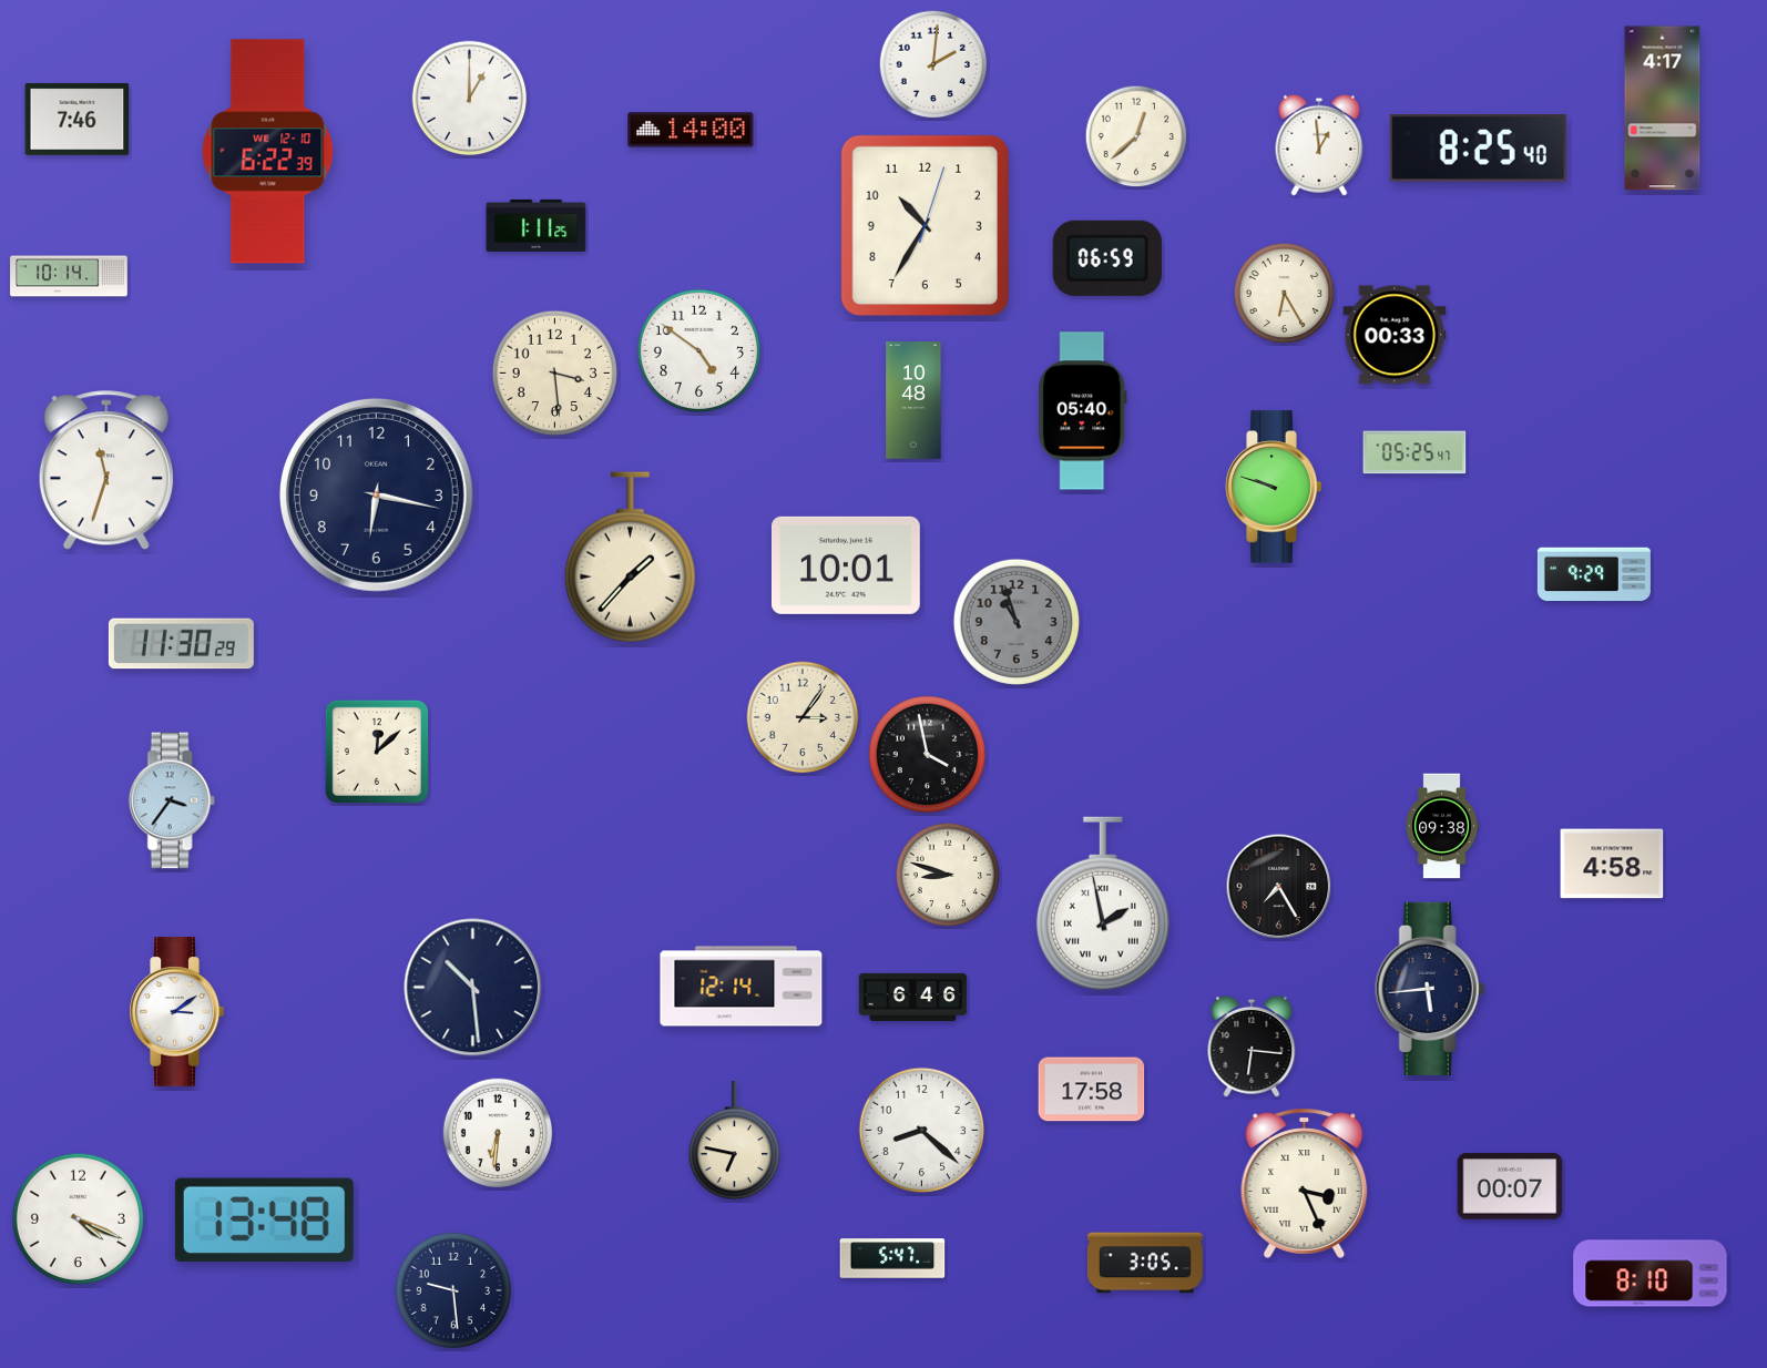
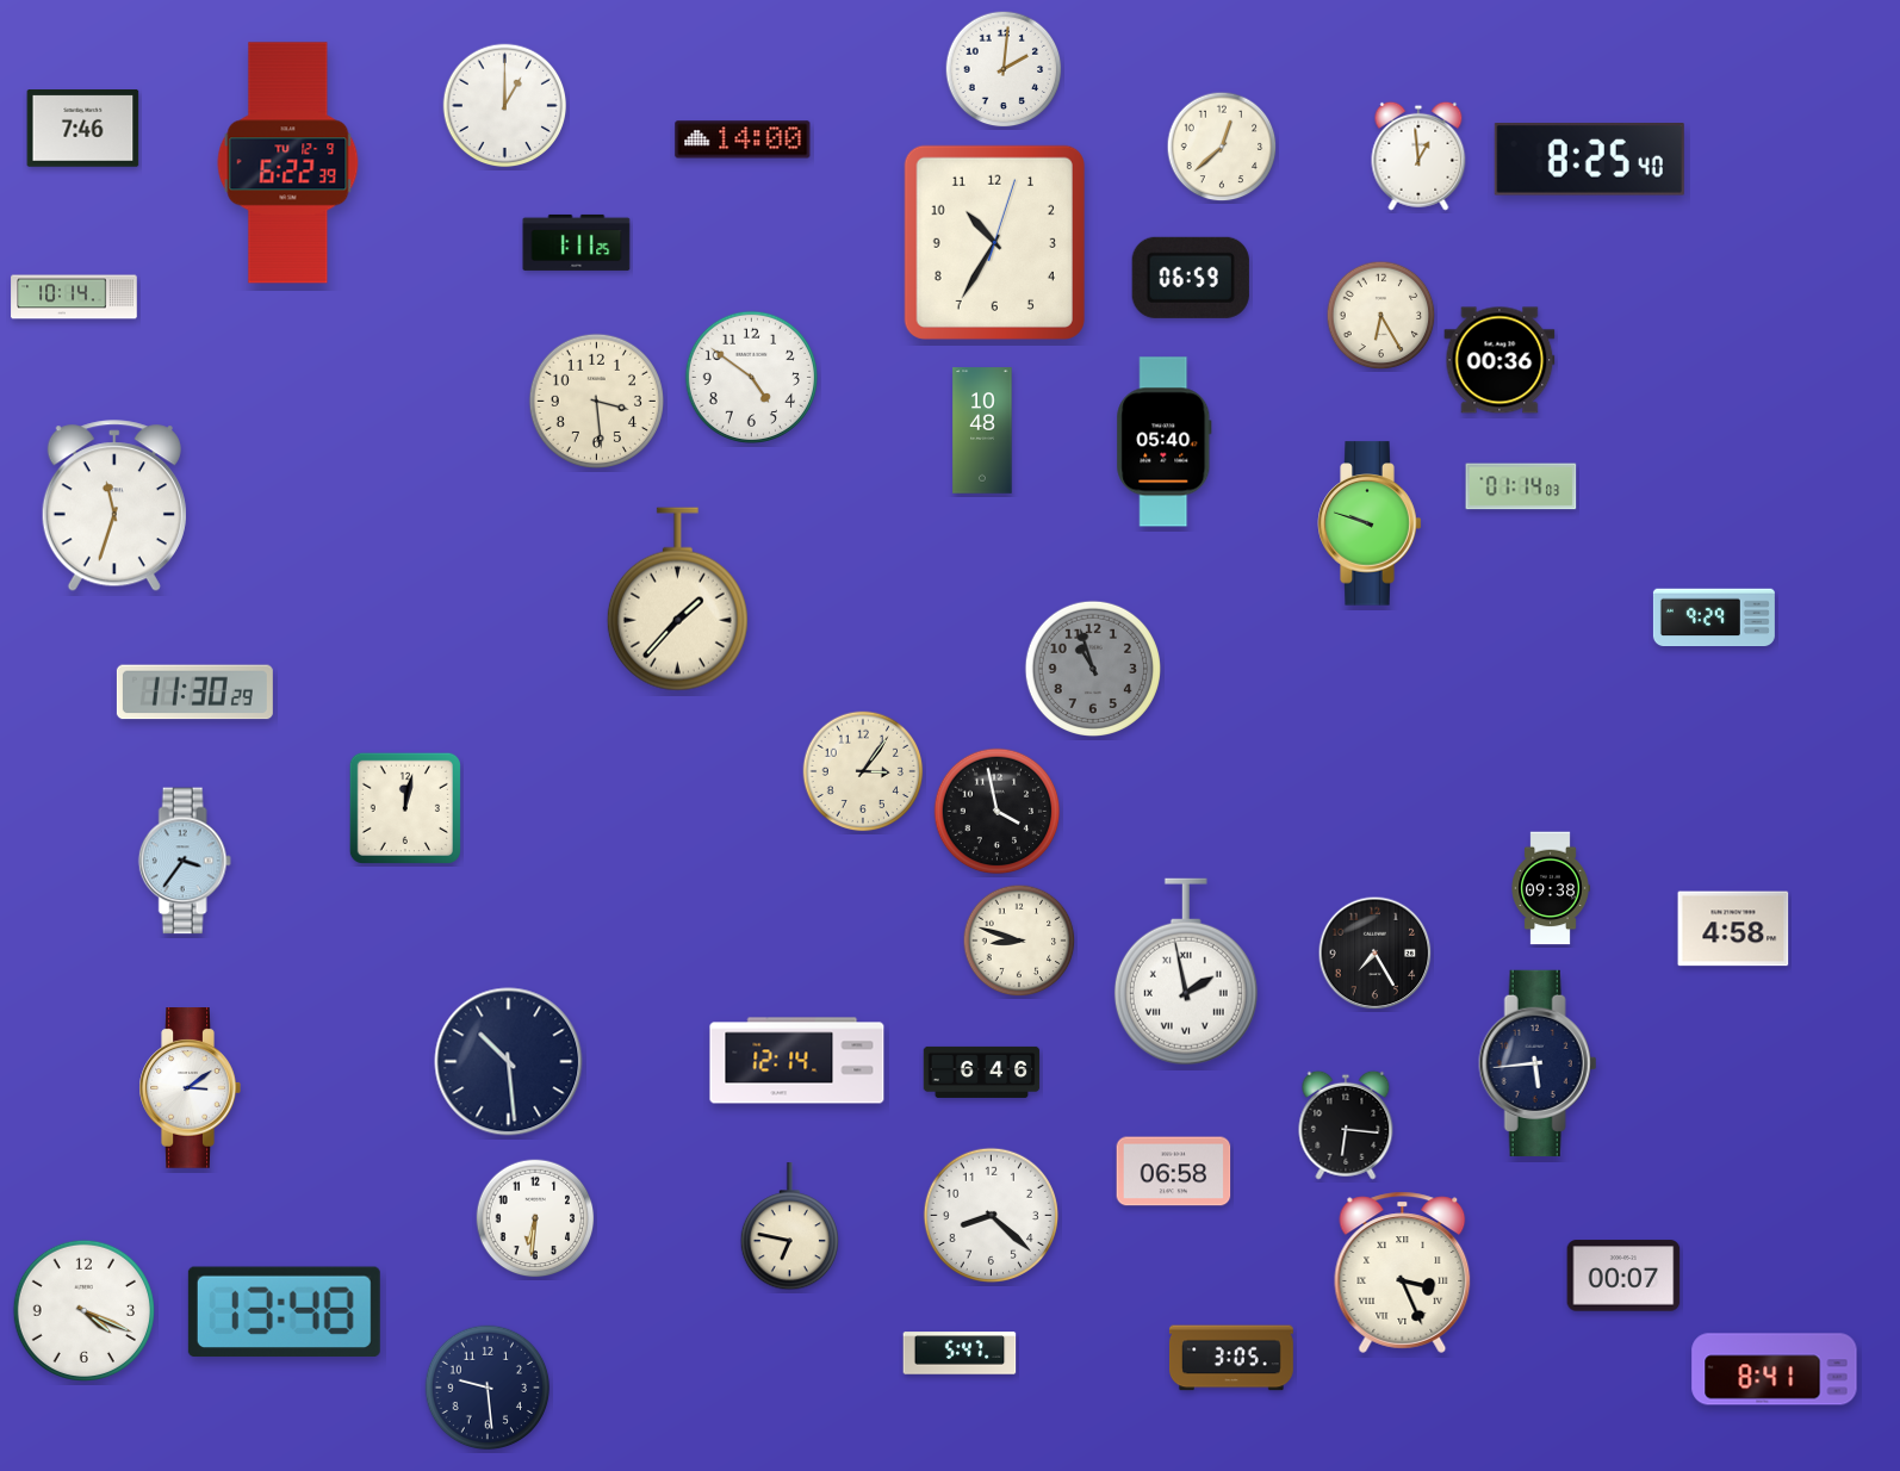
clock at (1663, 109): 4:17 -> none
clock at (268, 152) date: WE 12-10 -> TU 12-9
clock at (1395, 335): 00:33 -> 00:36
clock at (1414, 452): 05:25 -> 01:14
clock at (376, 494): 6:17 -> none
clock at (846, 565): 10:01 -> none
clock at (377, 752): 12:08 -> 12:02
clock at (1092, 1090): 17:58 -> 06:58
clock at (1651, 1274): 8:10 -> 8:41
